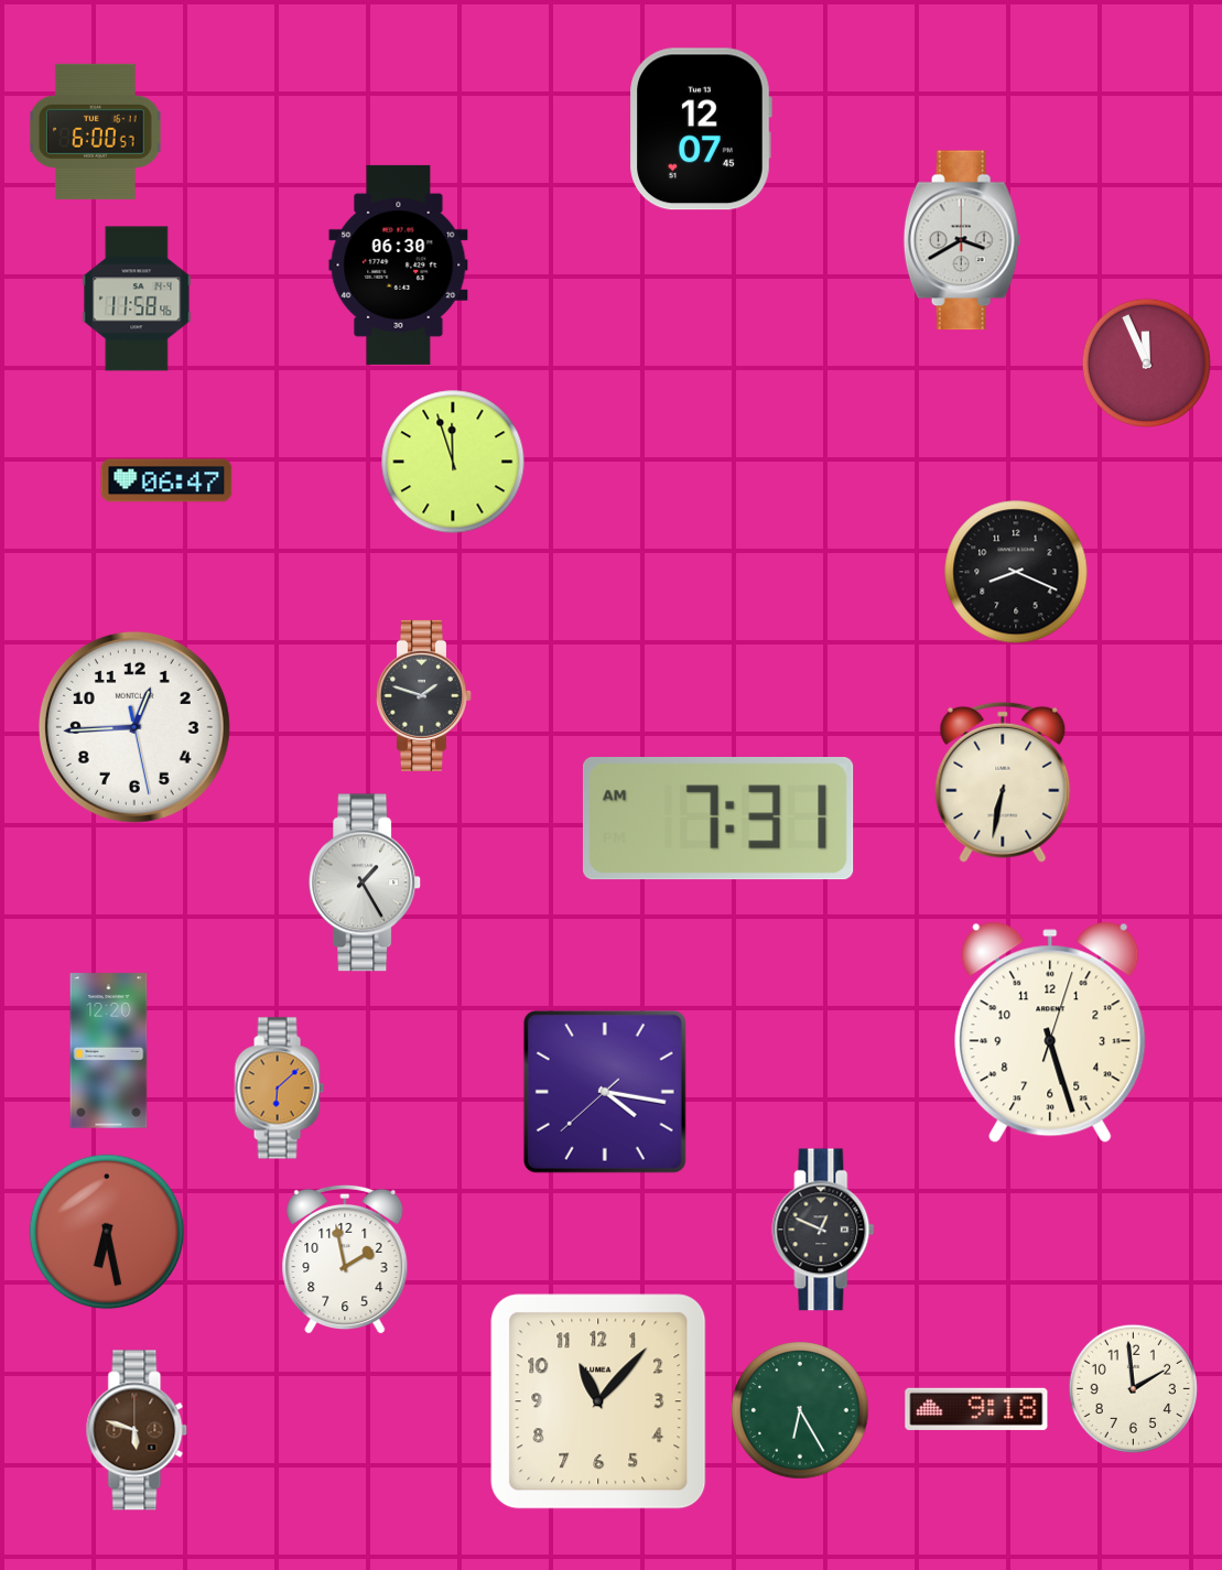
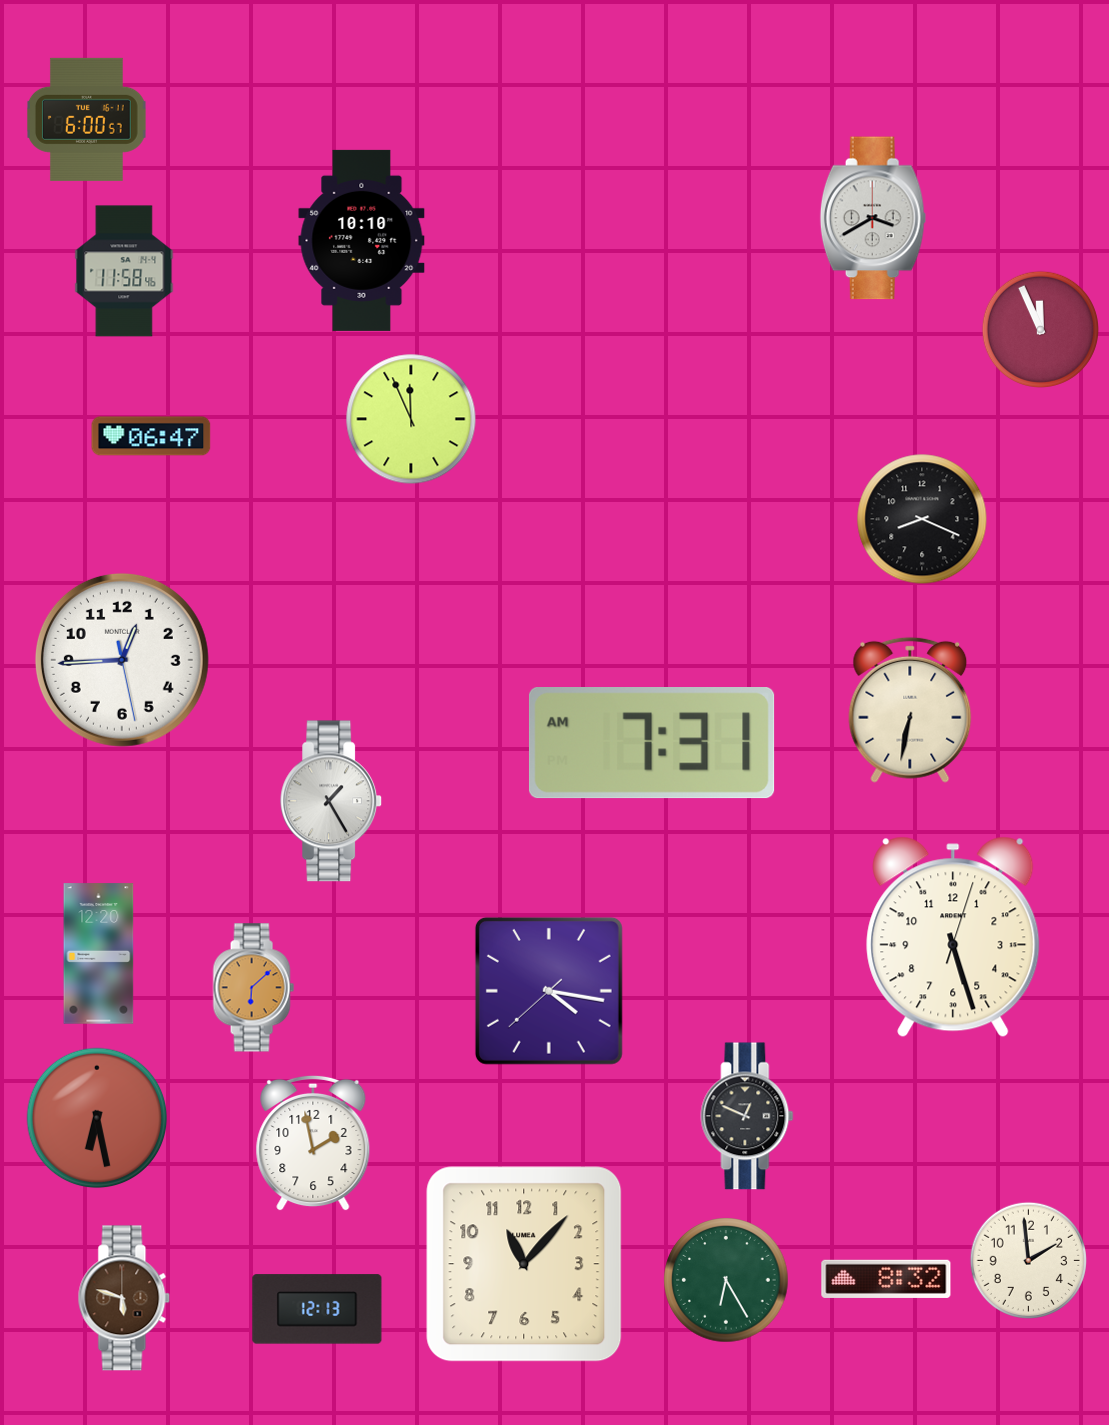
clock at (701, 129): 12:07 -> none
clock at (399, 264): 06:30 -> 10:10
clock at (453, 462): 11:57 -> 11:56
clock at (424, 695): 1:48 -> none
clock at (598, 1401) position: (598, 1401) -> (524, 1264)
clock at (976, 1409): 9:18 -> 8:32
clock at (317, 1309): none -> 12:13
